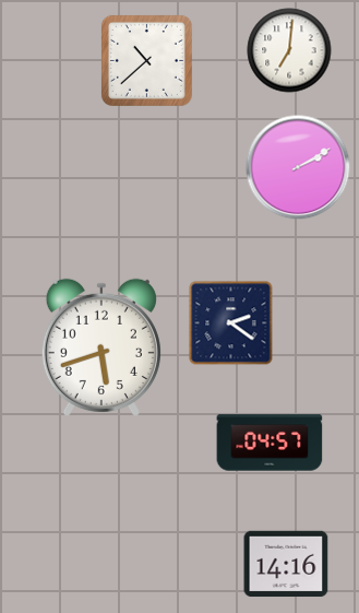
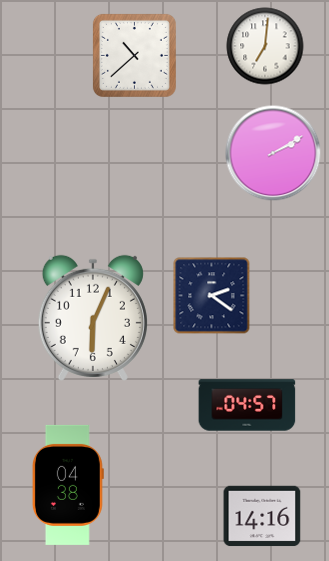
clock at (101, 347): 5:42 -> 6:04
clock at (68, 485): none -> 04:38
